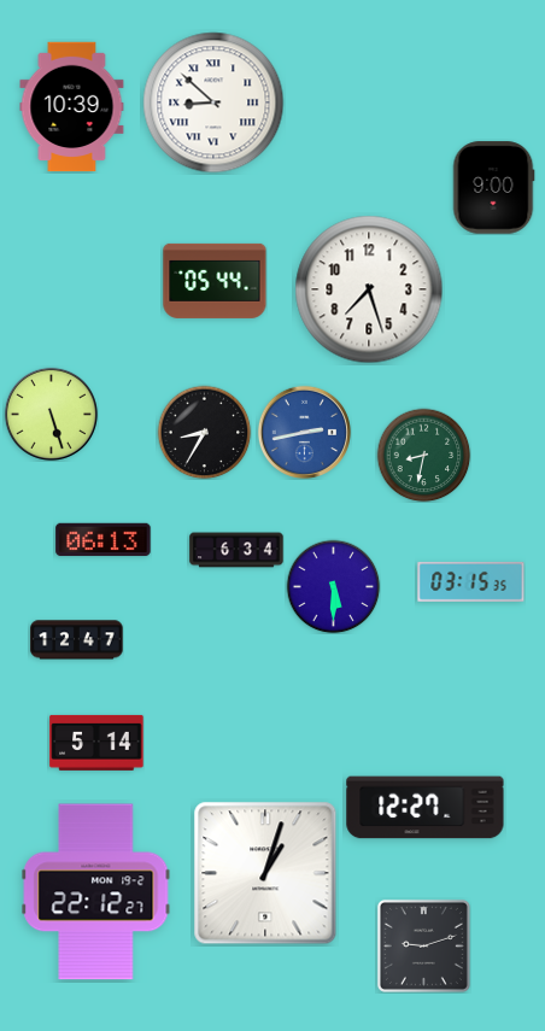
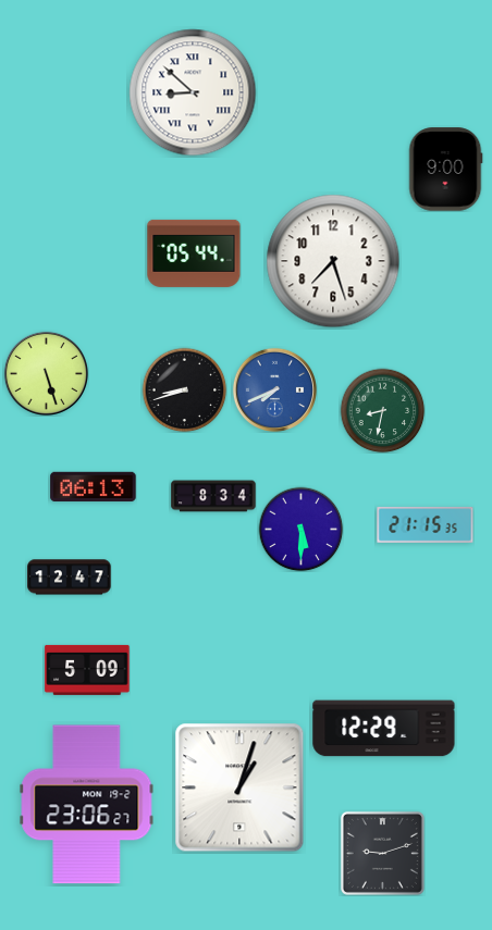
clock at (72, 107): 10:39 -> none
clock at (204, 432): 8:35 -> 8:42
clock at (304, 432): 2:43 -> 7:41
clock at (236, 550): 6:34 -> 8:34
clock at (471, 581): 03:15 -> 21:15
clock at (96, 743): 5:14 -> 5:09
clock at (426, 808): 12:27 -> 12:29
clock at (96, 892): 22:12 -> 23:06
